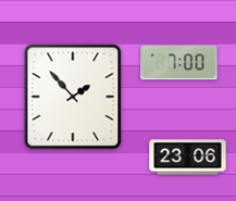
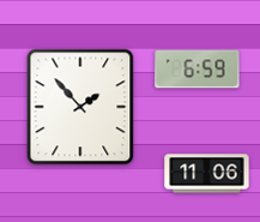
clock at (179, 63): 7:00 -> 6:59
clock at (188, 158): 23:06 -> 11:06
